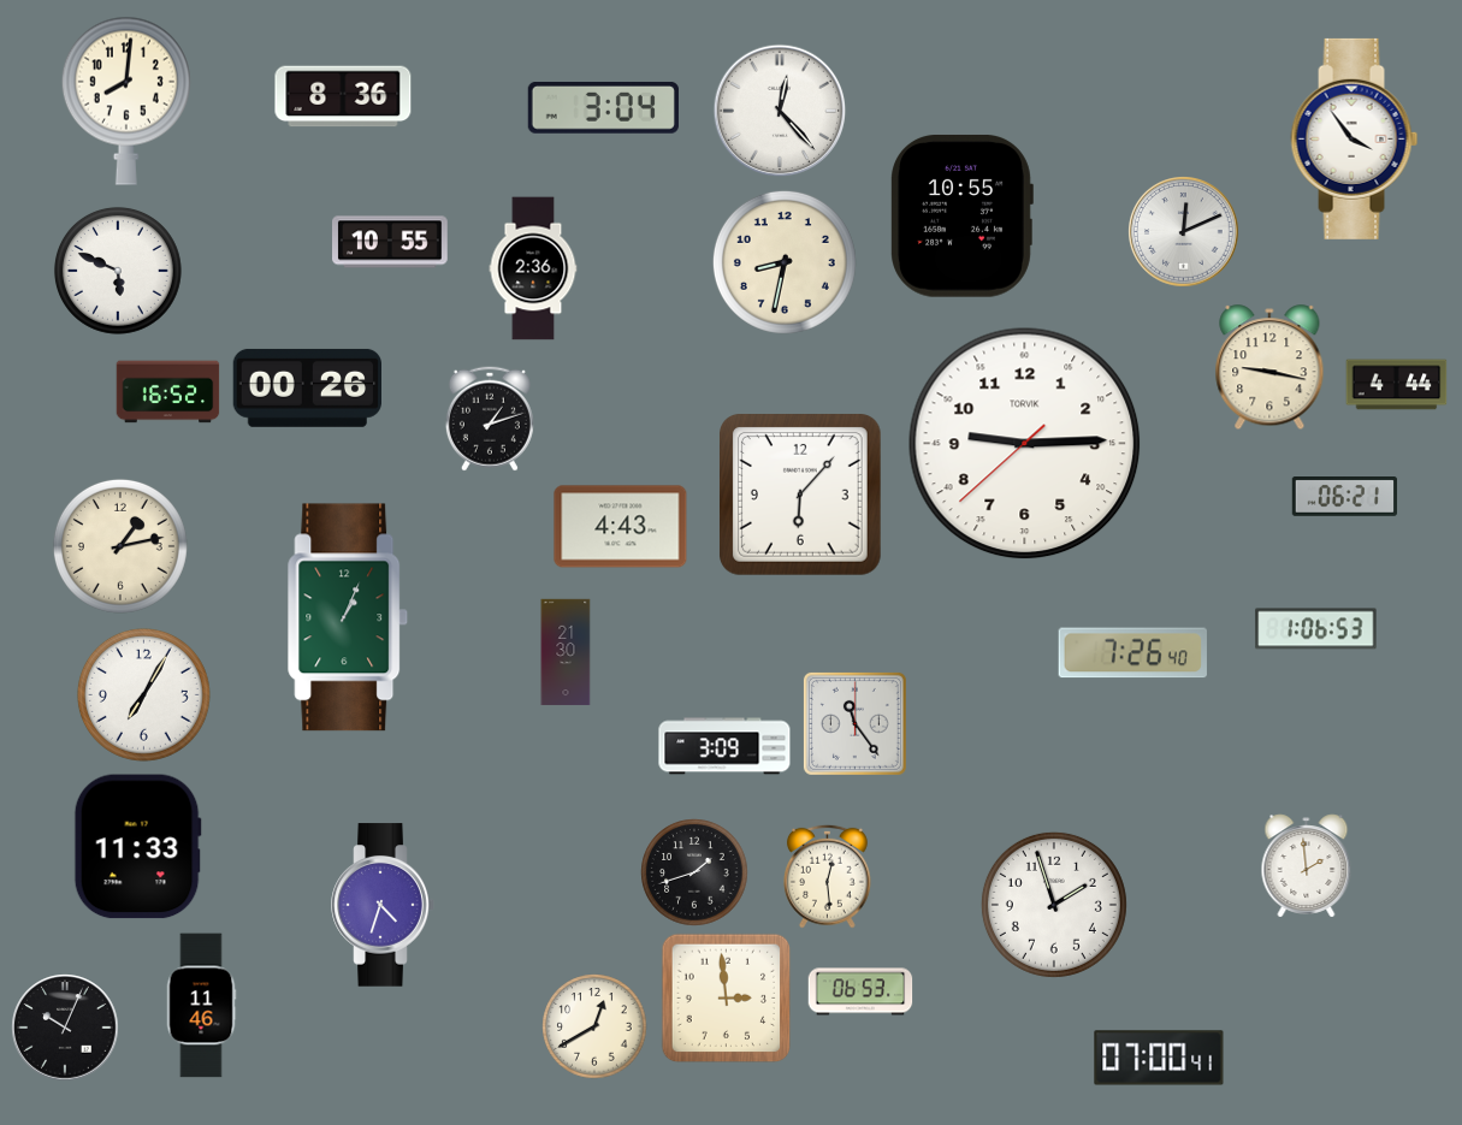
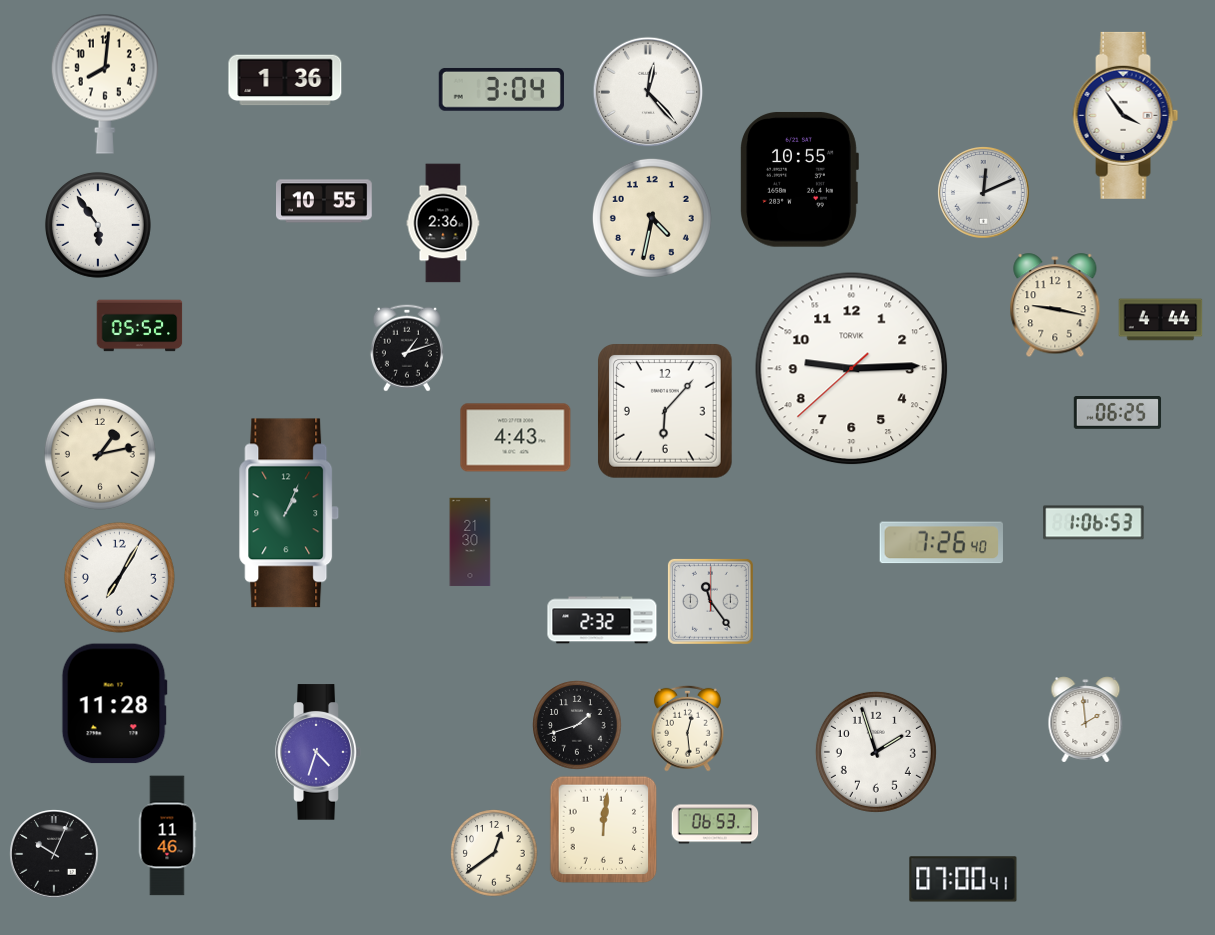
clock at (343, 96): 8:36 -> 1:36
clock at (785, 262): 8:32 -> 4:32
clock at (118, 271): 5:49 -> 5:54
clock at (307, 387): 00:26 -> none
clock at (168, 392): 16:52 -> 05:52
clock at (1345, 497): 06:21 -> 06:25
clock at (724, 746): 3:09 -> 2:32
clock at (137, 847): 11:33 -> 11:28
clock at (727, 999): 2:59 -> 12:01
clock at (594, 1026): 12:40 -> 12:39
